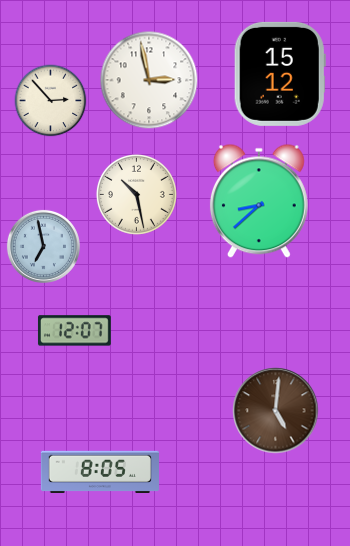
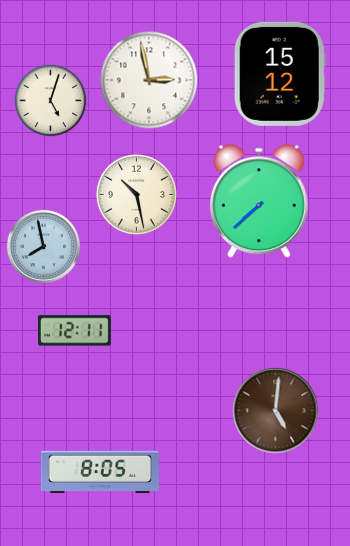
clock at (51, 101): 2:53 -> 5:03
clock at (259, 201): 8:38 -> 7:38
clock at (43, 246): 6:58 -> 7:58
clock at (74, 331): 12:07 -> 12:11
